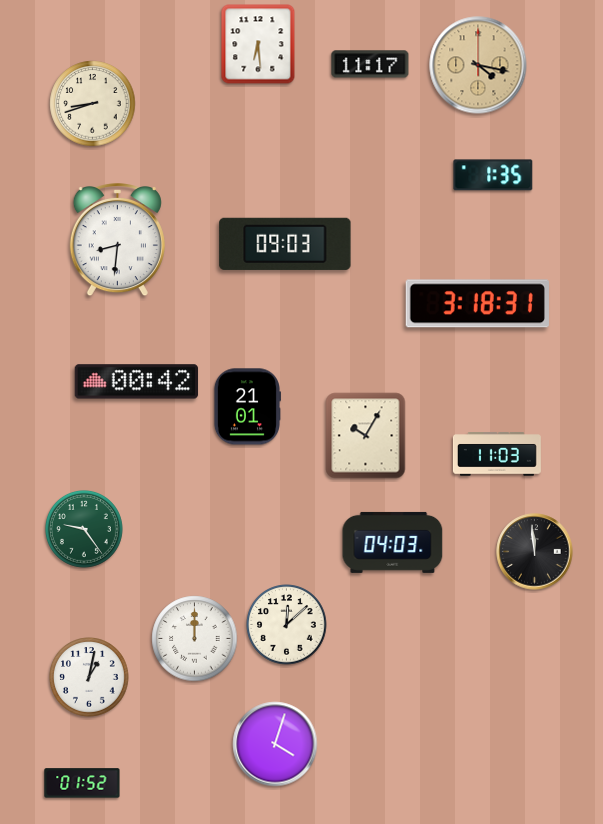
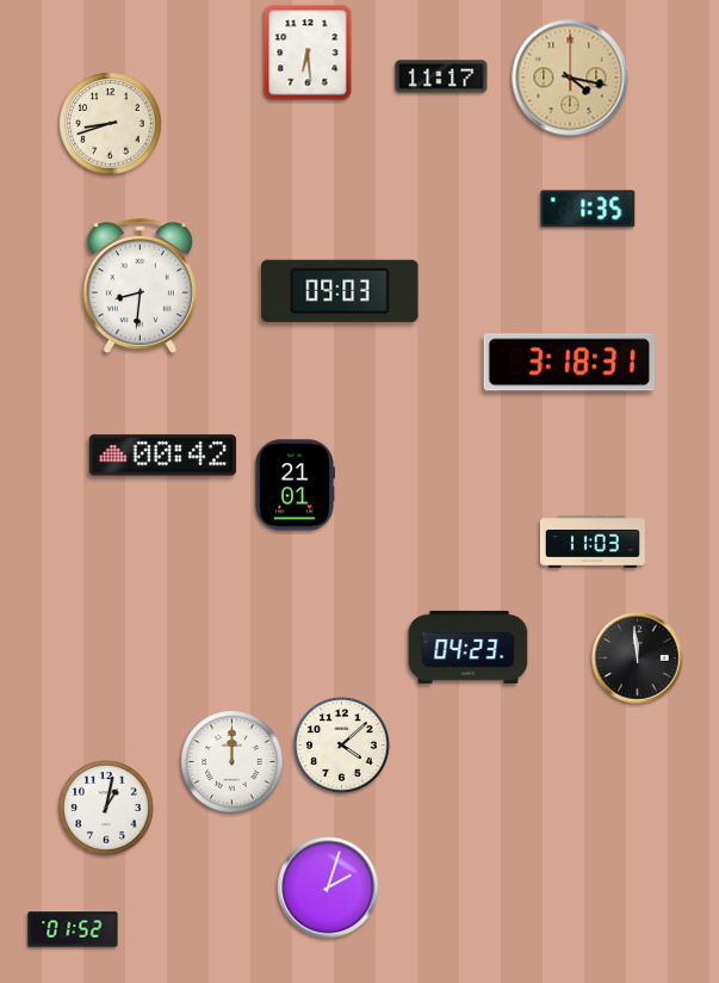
clock at (366, 436): 10:05 -> none
clock at (85, 530): 9:24 -> none
clock at (393, 542): 04:03 -> 04:23
clock at (287, 625): 12:08 -> 4:08
clock at (275, 744): 4:03 -> 2:03
clock at (82, 783) position: (82, 783) -> (73, 929)
